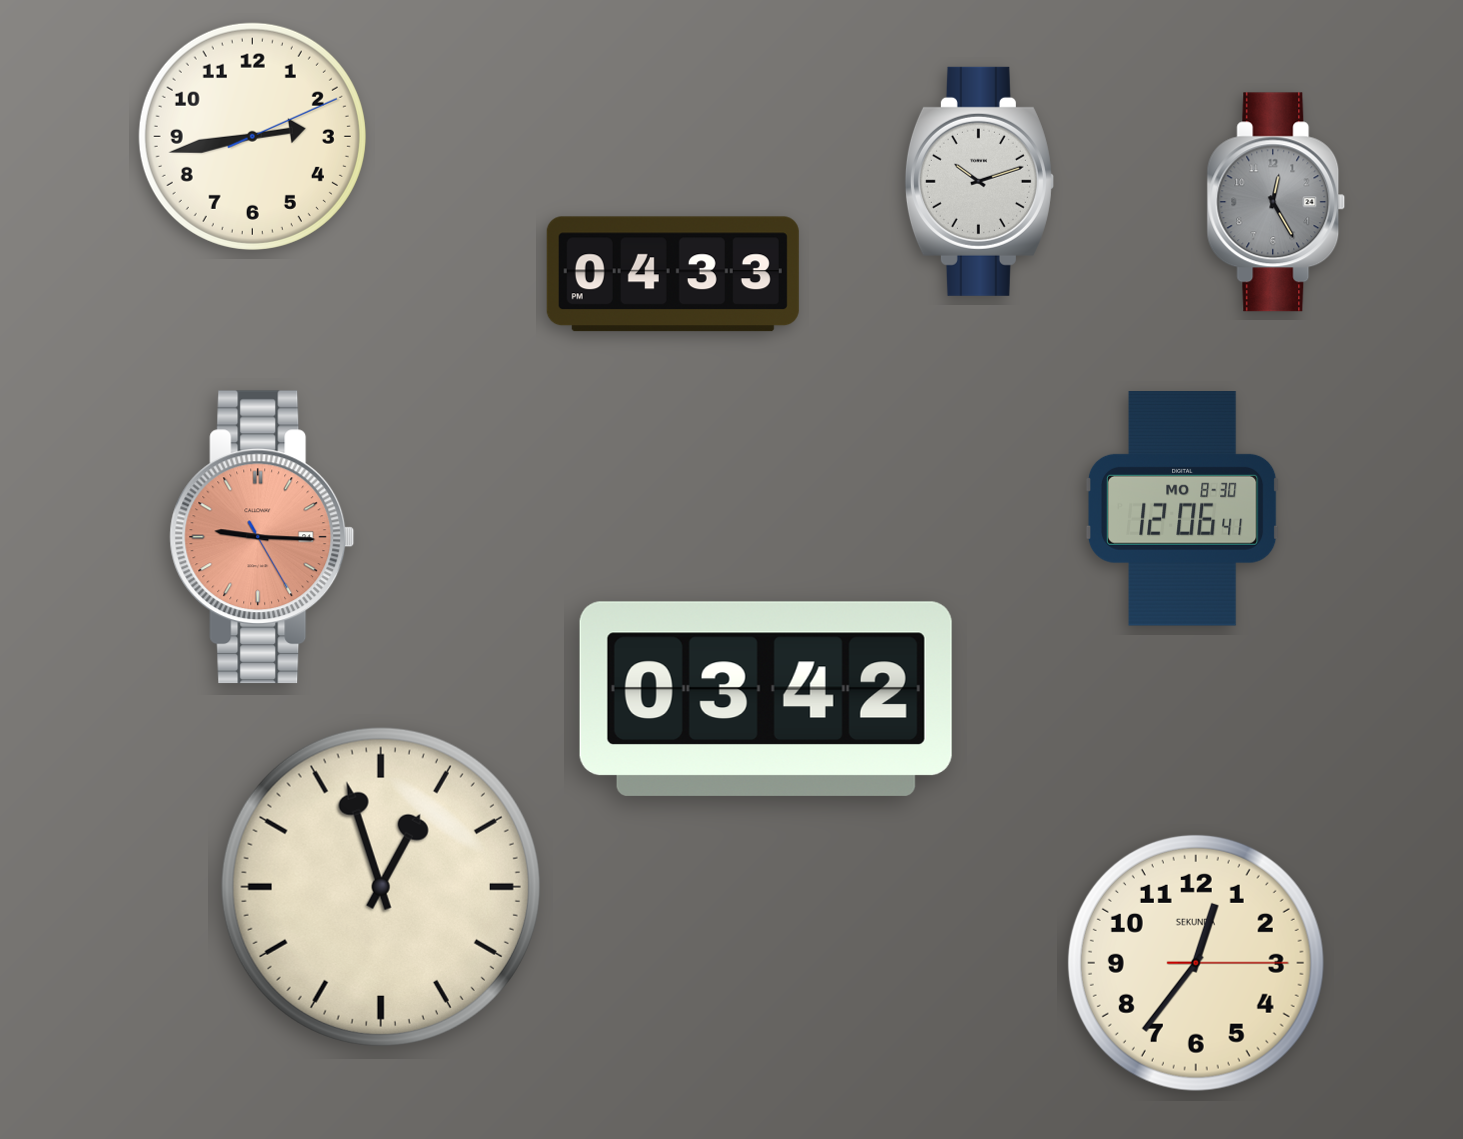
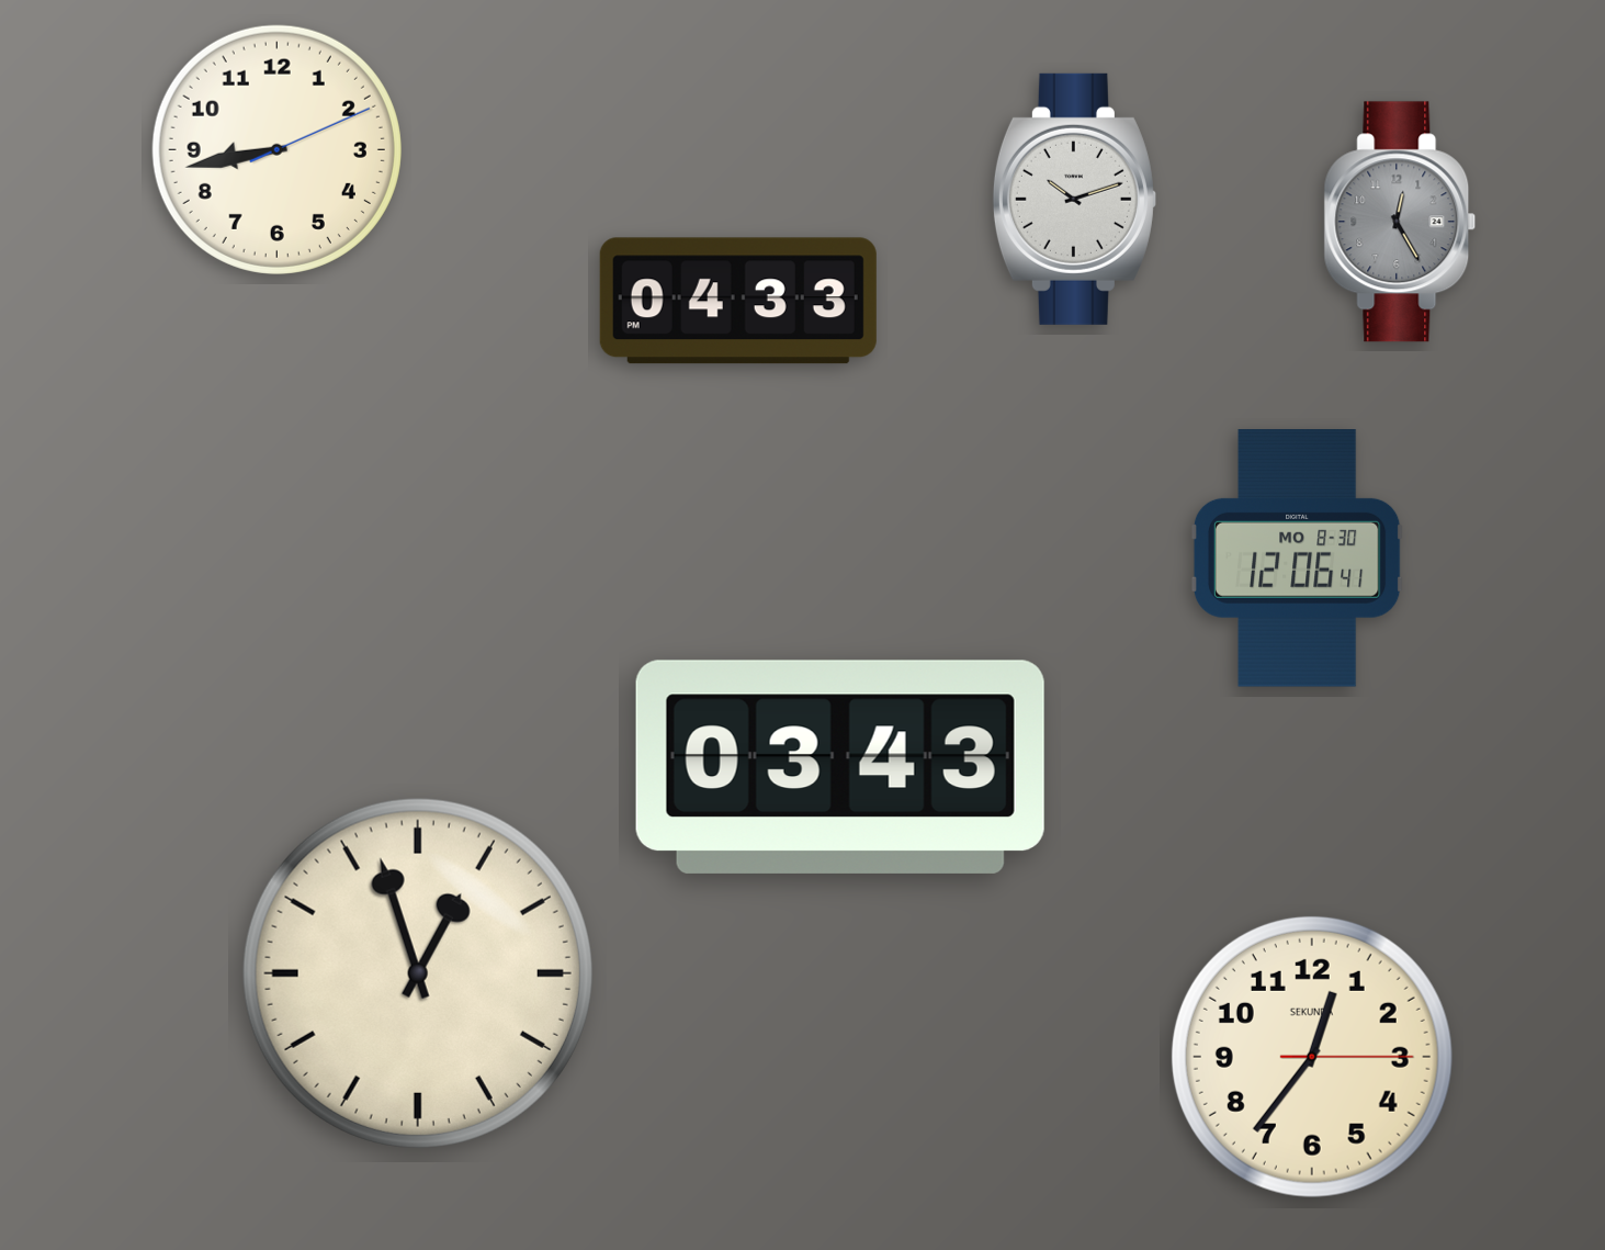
clock at (252, 136): 2:43 -> 8:43
clock at (262, 537): 9:15 -> none
clock at (766, 699): 03:42 -> 03:43
